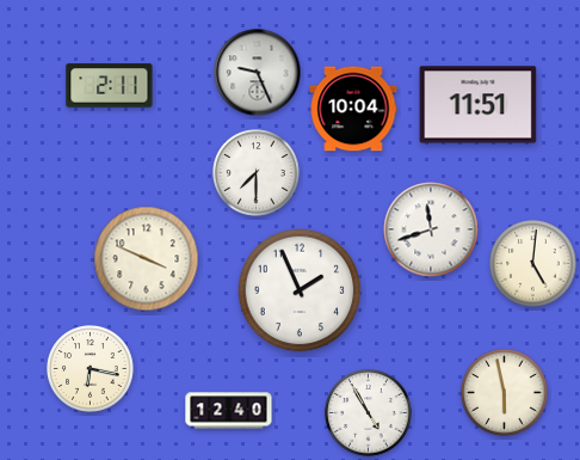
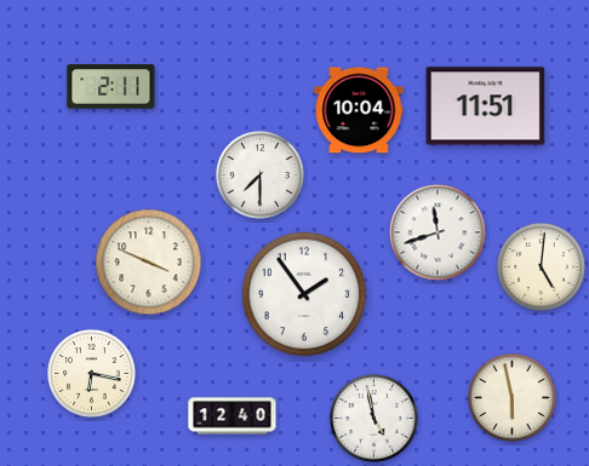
clock at (258, 73): 9:26 -> none
clock at (300, 290): 1:56 -> 1:54
clock at (369, 413): 4:55 -> 4:58
